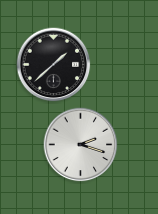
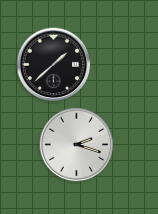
clock at (81, 145) position: (81, 145) -> (77, 145)
